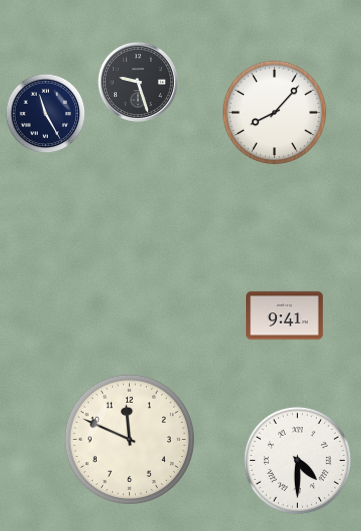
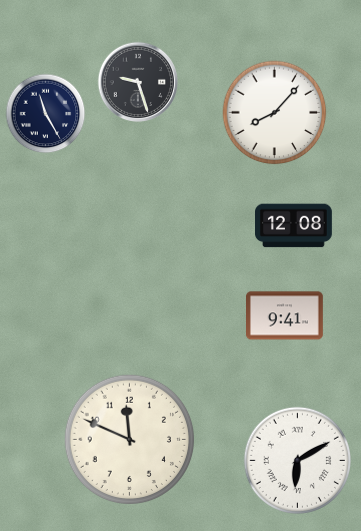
clock at (294, 226): none -> 12:08
clock at (297, 460): 4:30 -> 6:10
